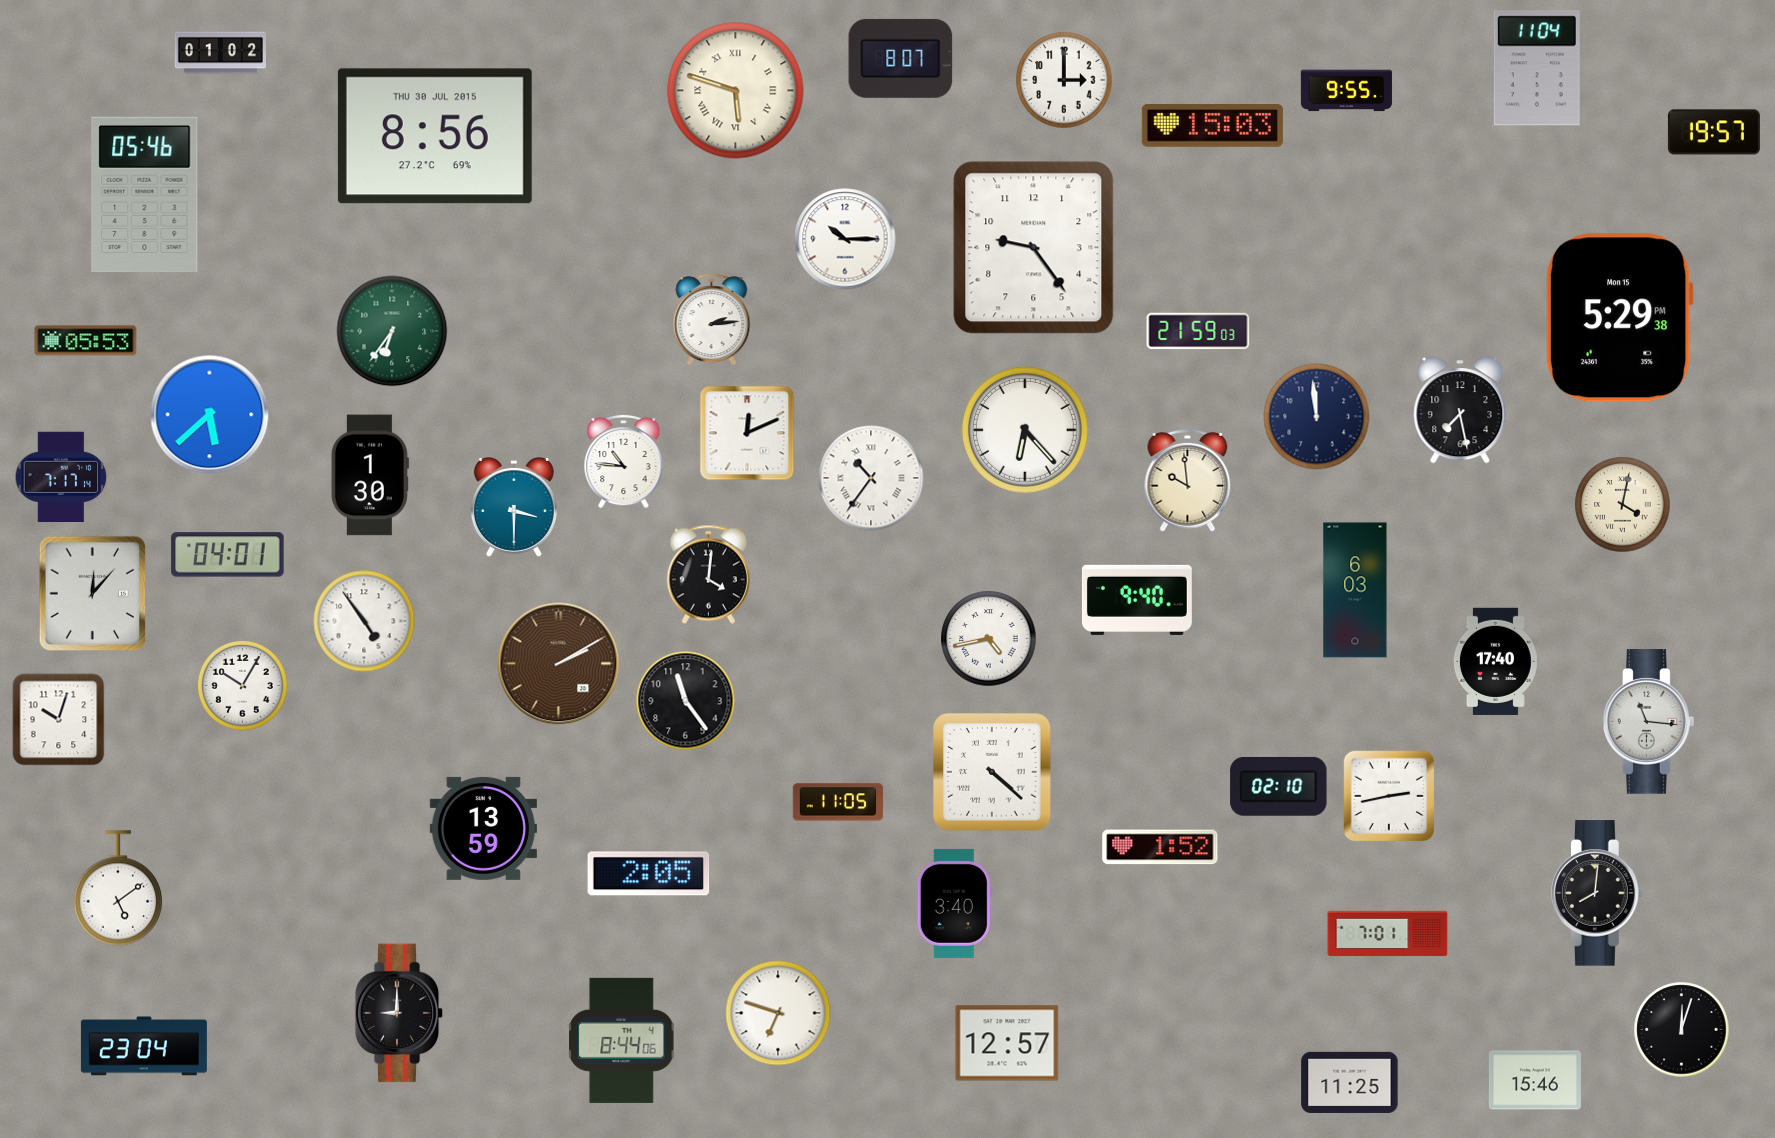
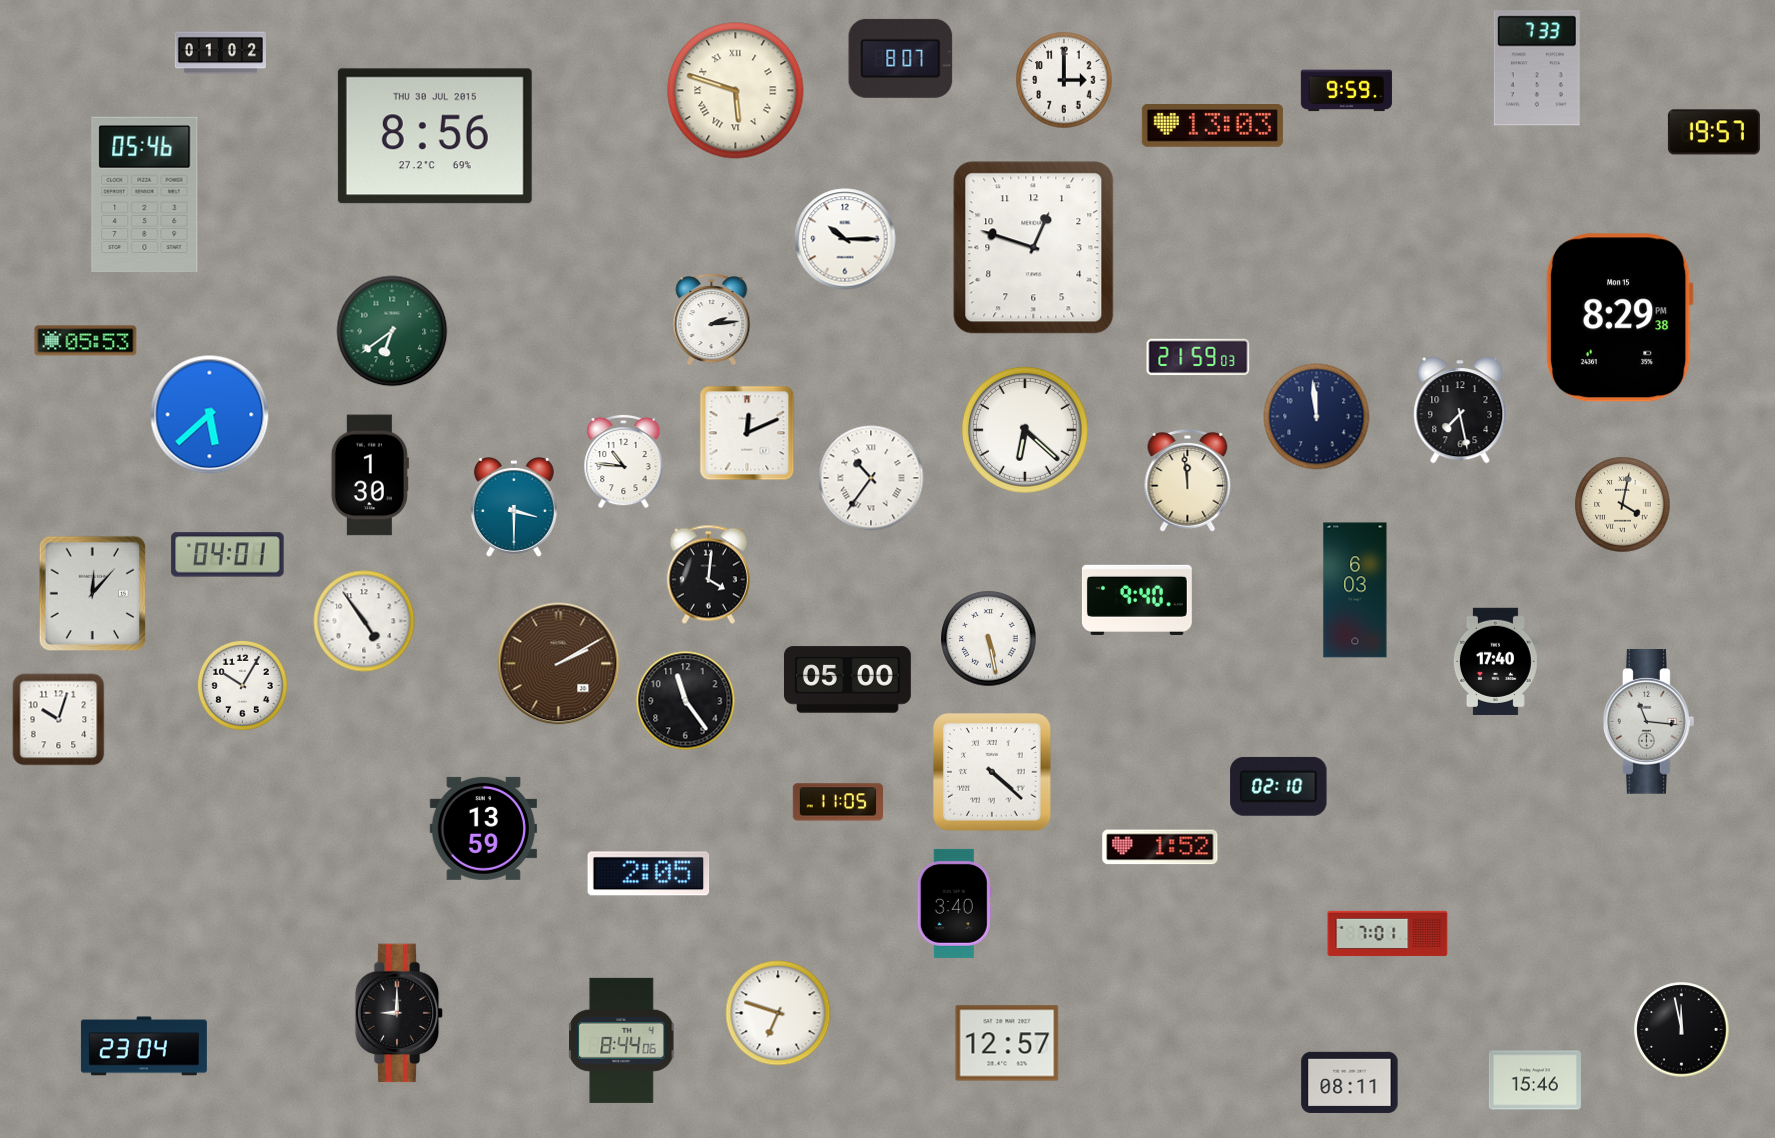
clock at (1537, 68): 11:04 -> 7:33
clock at (1346, 91): 9:55 -> 9:59
clock at (1212, 126): 15:03 -> 13:03
clock at (1034, 248): 9:24 -> 12:48
clock at (1619, 318): 5:29 -> 8:29
clock at (392, 331): 6:36 -> 6:39
clock at (1198, 331) position: (1198, 331) -> (1198, 357)
clock at (1025, 430): 6:23 -> 6:22
clock at (61, 476): 7:17 -> none
clock at (1188, 480): 9:59 -> 11:59
clock at (989, 639): 4:43 -> 5:28
clock at (847, 680): none -> 05:00
clock at (1389, 796): 2:43 -> none
clock at (118, 888): 5:09 -> none
clock at (1598, 893): 8:01 -> none
clock at (1682, 1030): 12:03 -> 11:58
clock at (1350, 1082): 11:25 -> 08:11
